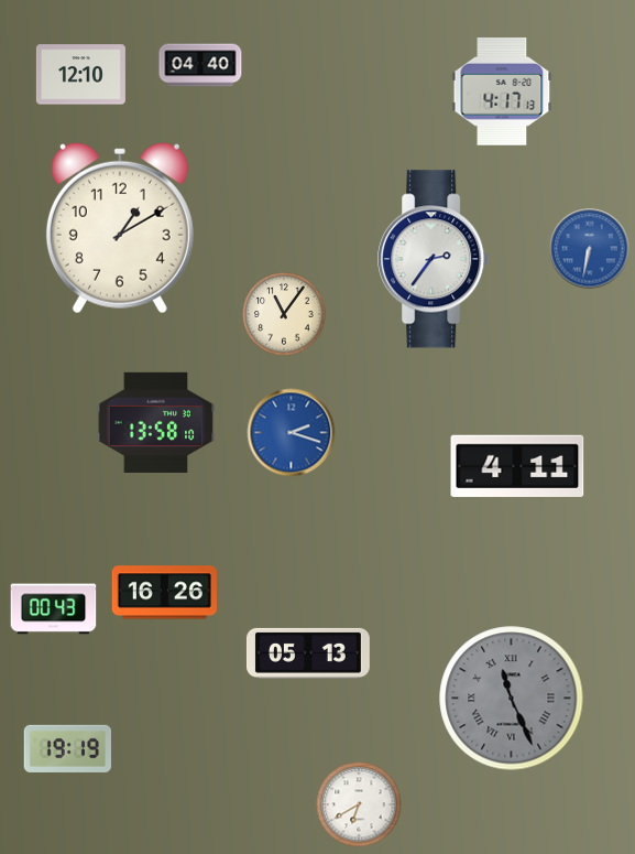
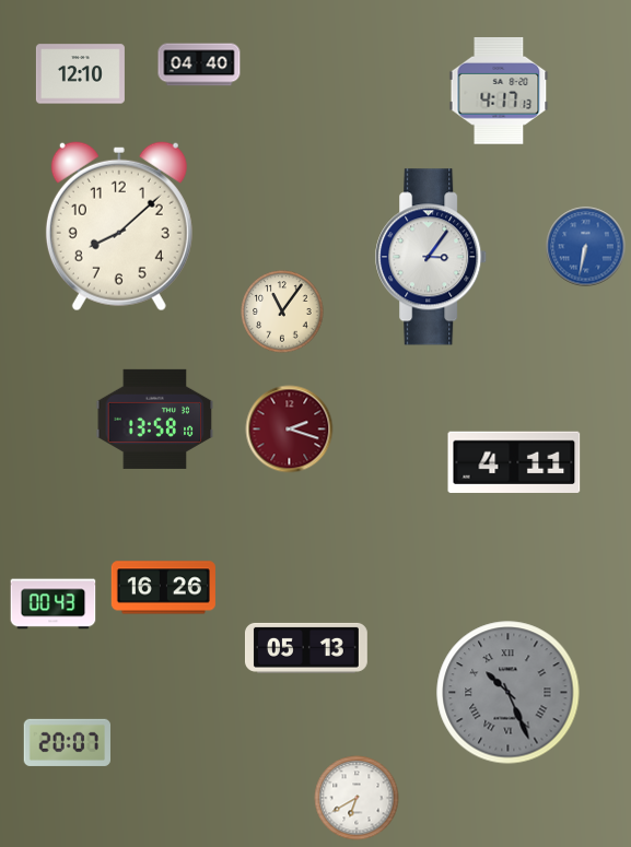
clock at (120, 228): 1:10 -> 8:08
clock at (435, 259): 2:36 -> 3:06
clock at (292, 433) dial: blue -> burgundy
clock at (512, 699): 11:26 -> 10:26
clock at (68, 748): 19:19 -> 20:07
